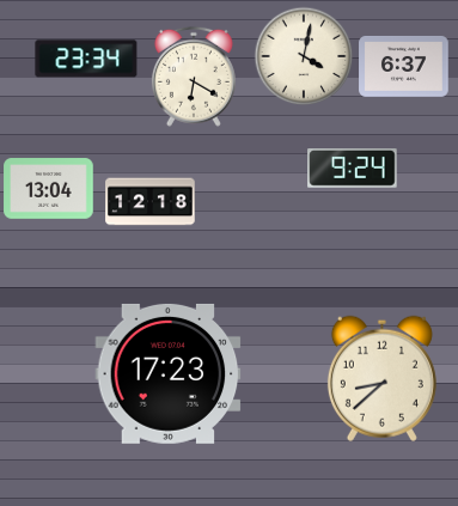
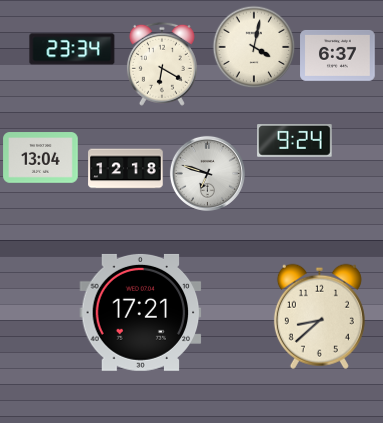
clock at (207, 173): none -> 6:48
clock at (169, 373): 17:23 -> 17:21
